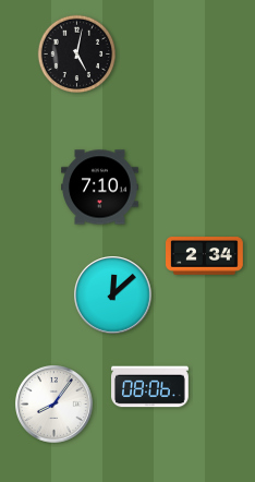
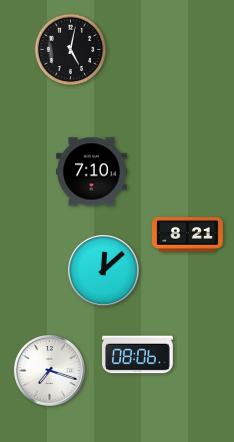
clock at (205, 256): 2:34 -> 8:21
clock at (54, 405): 8:06 -> 7:18
